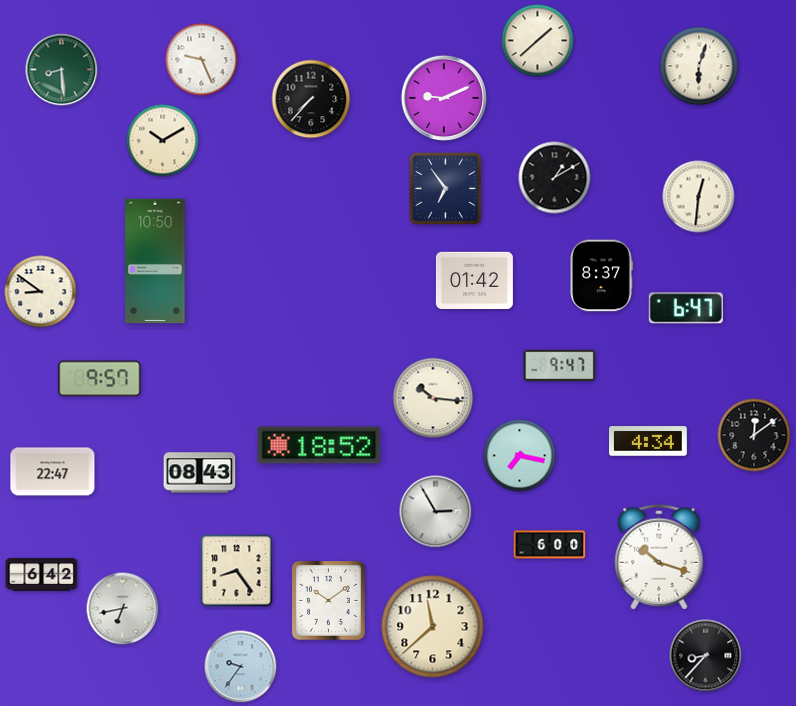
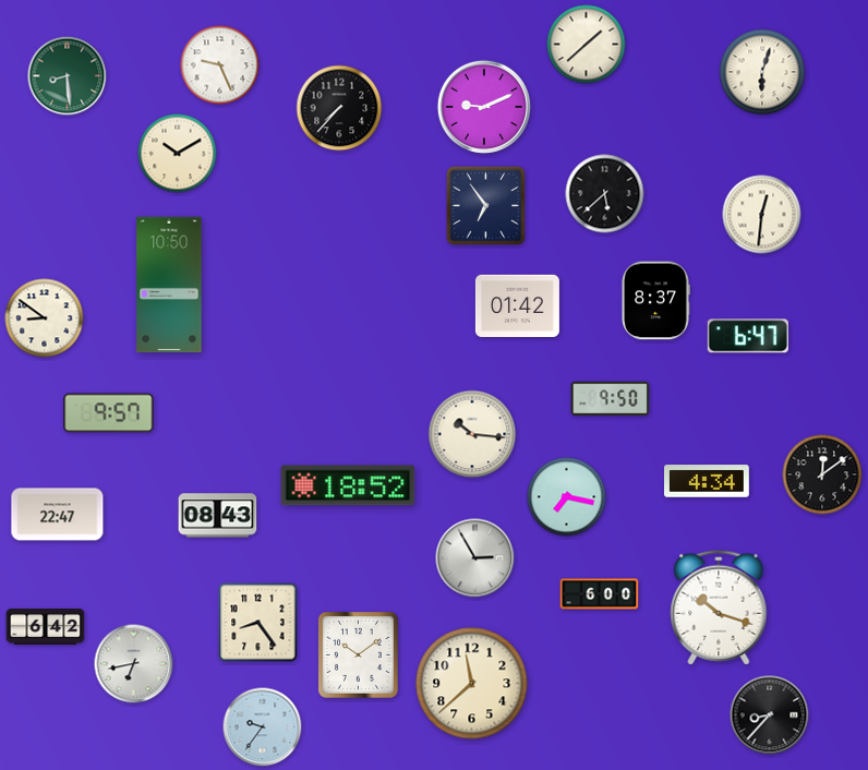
clock at (555, 178): 1:10 -> 5:38
clock at (560, 365): 9:47 -> 9:50
